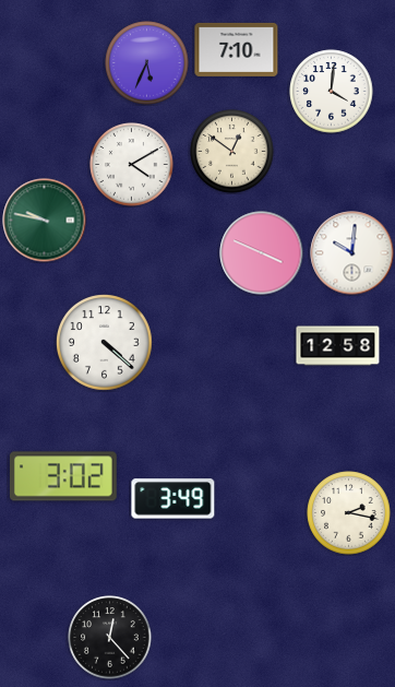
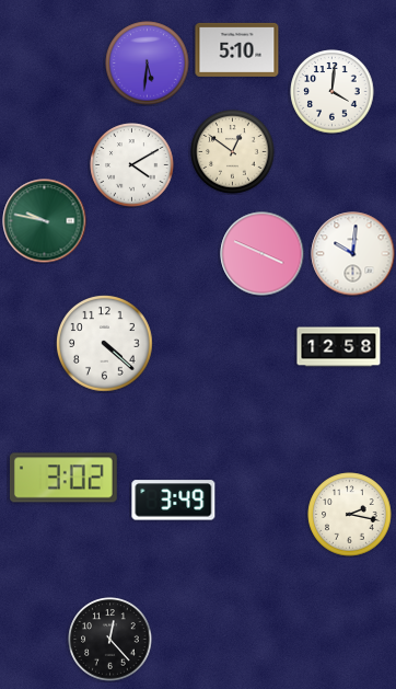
clock at (237, 49): 7:10 -> 5:10
clock at (147, 63): 5:34 -> 5:31
